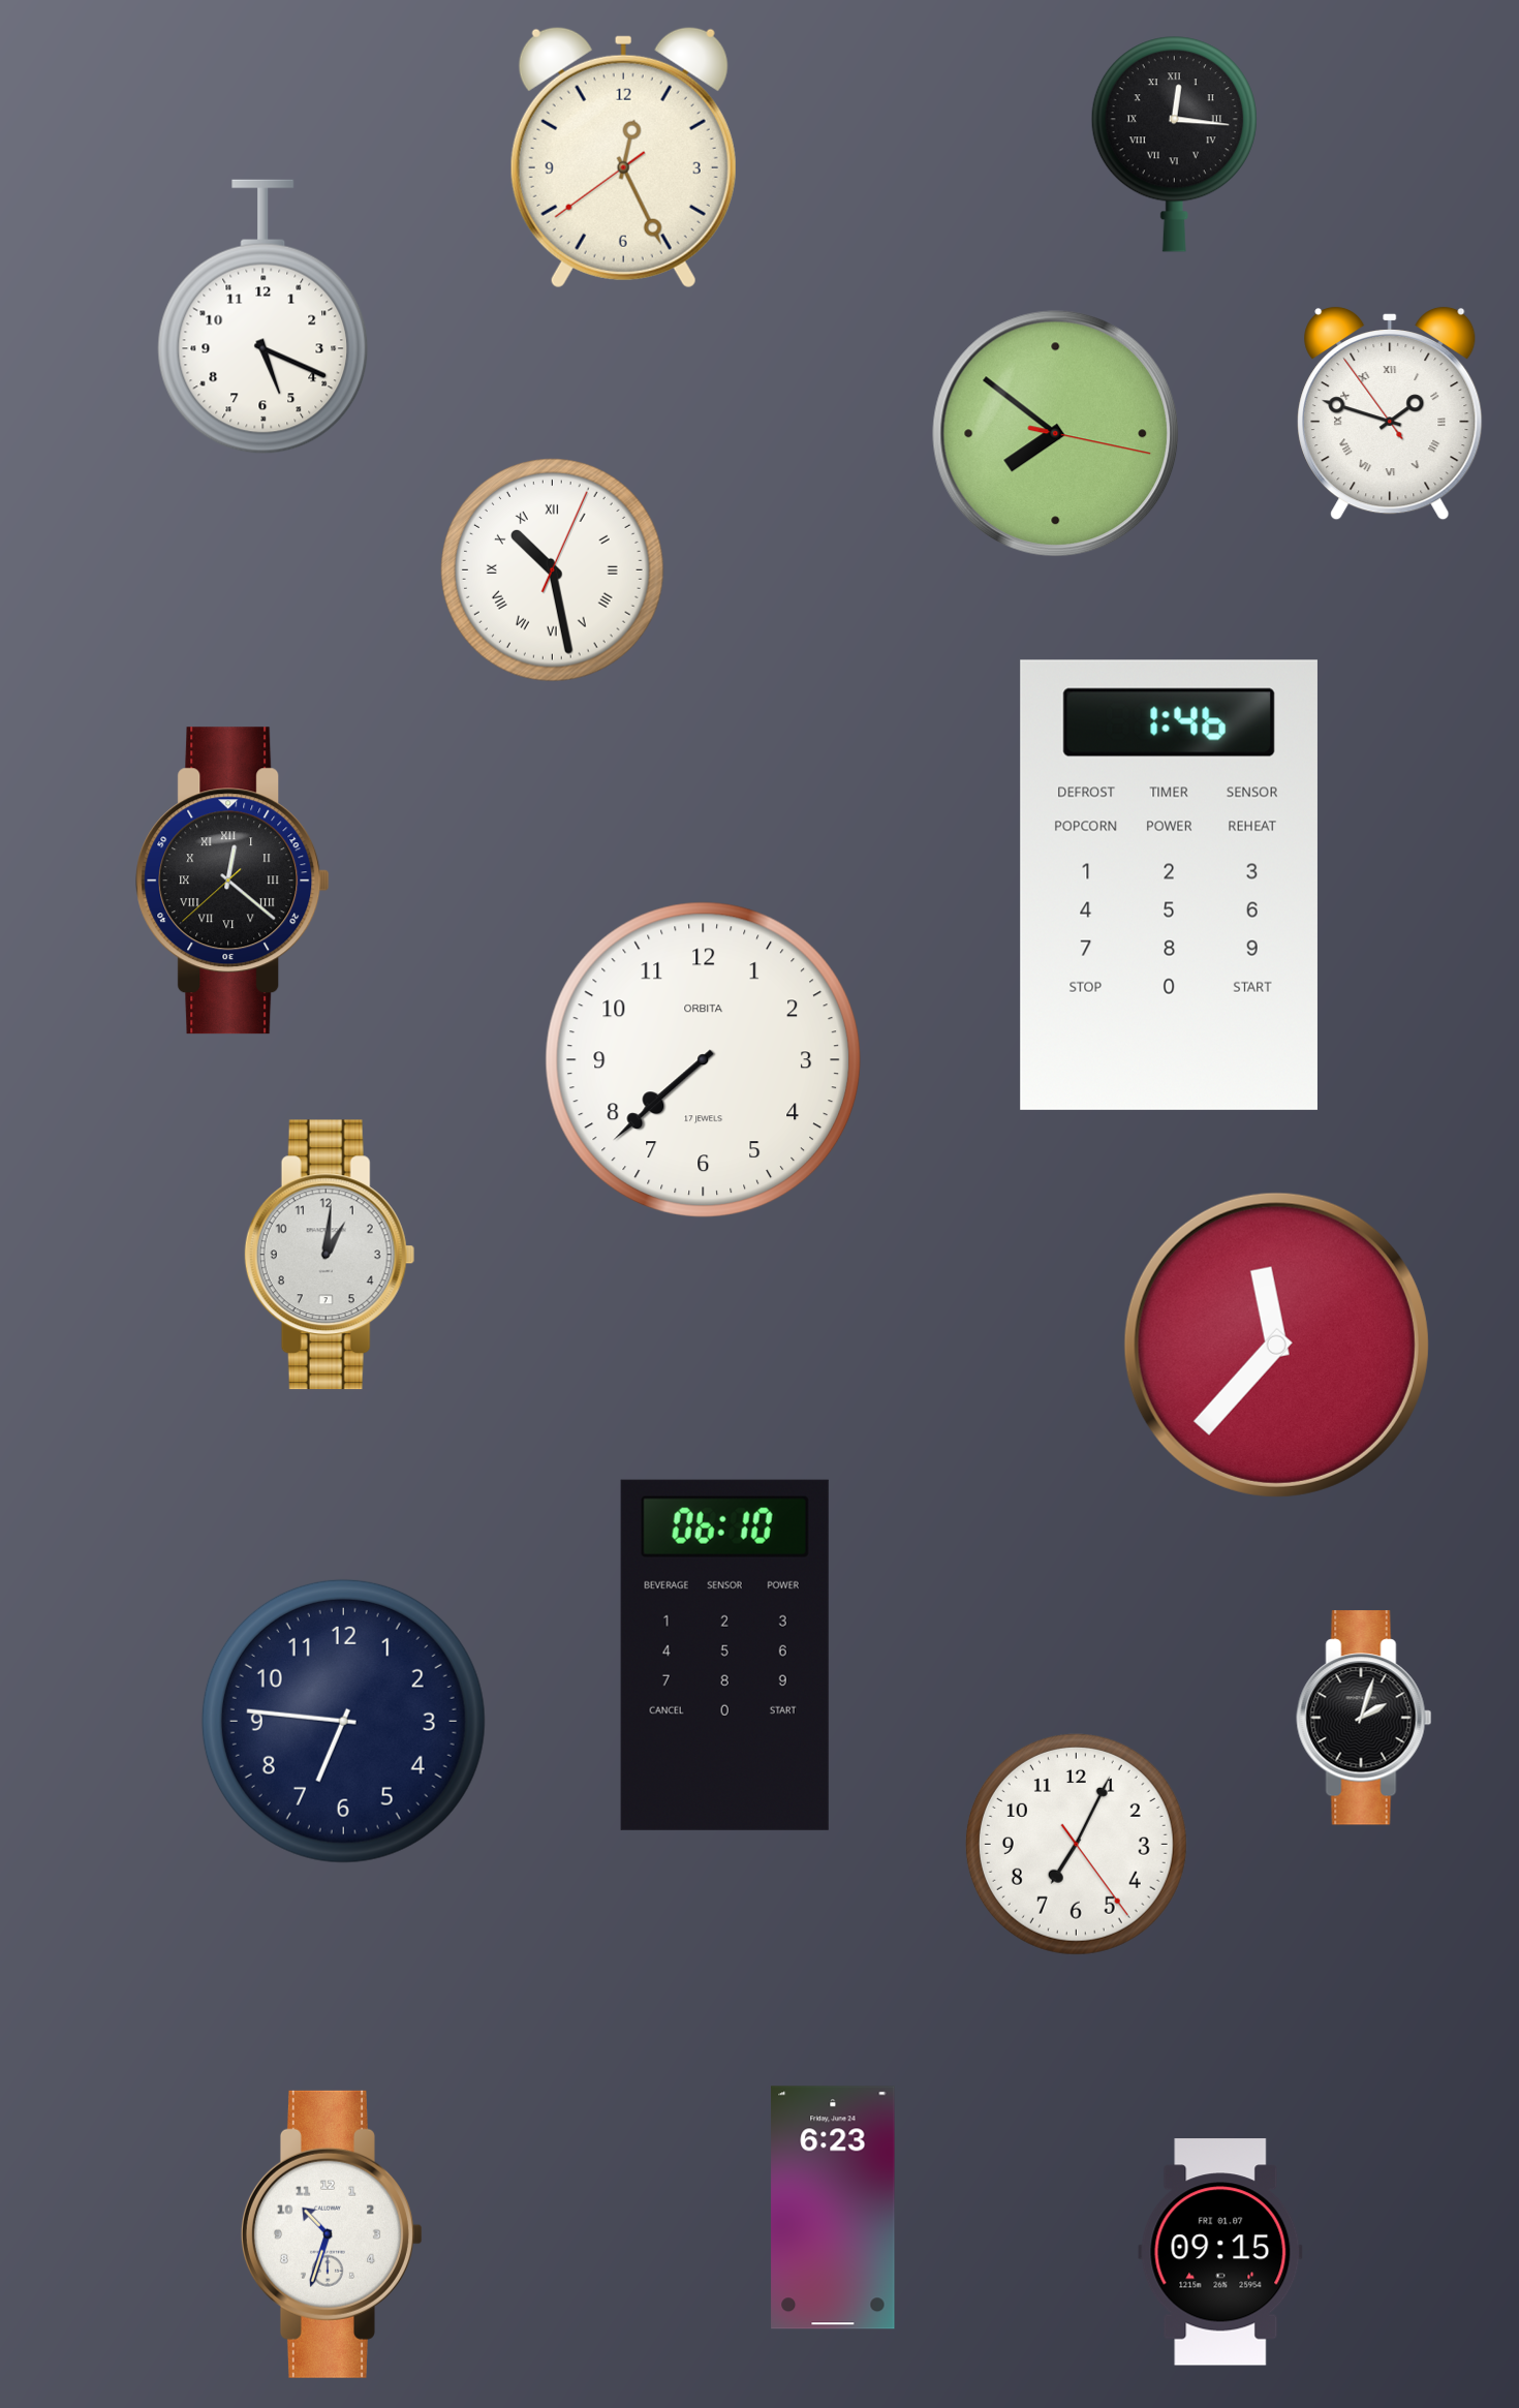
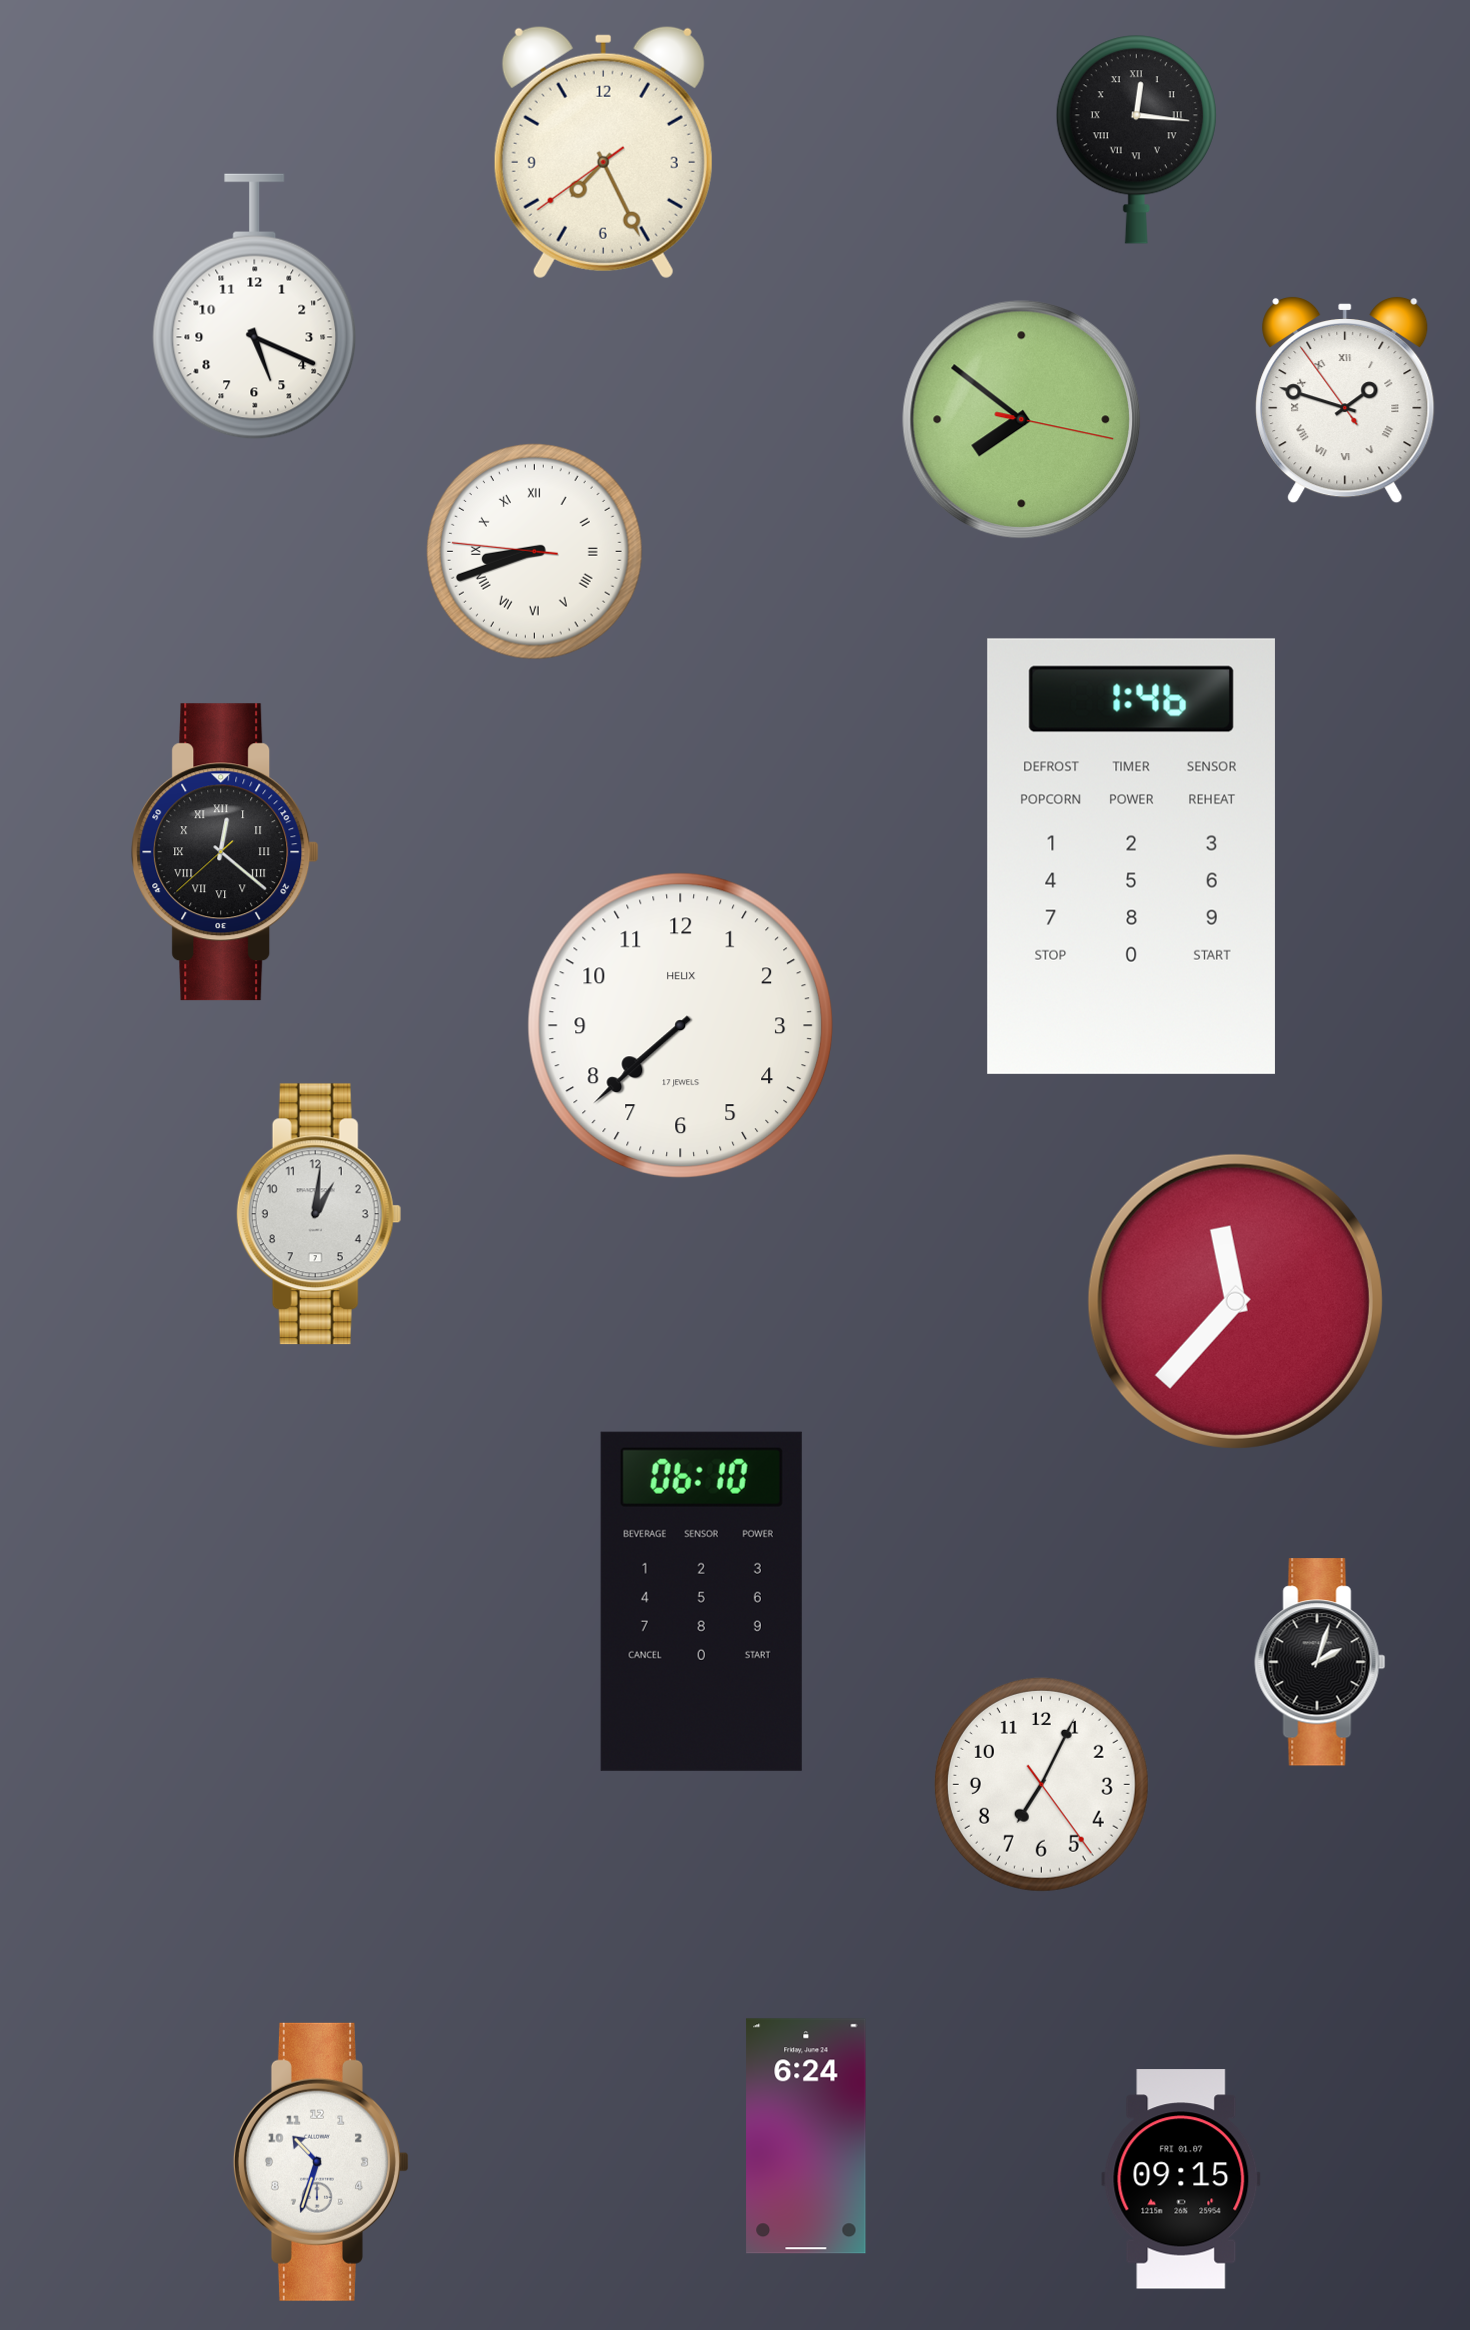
clock at (623, 157): 12:25 -> 7:25
clock at (553, 570): 10:28 -> 8:41
clock at (703, 1059) brand: ORBITA -> HELIX
clock at (343, 1721): 6:46 -> none
clock at (833, 2208): 6:23 -> 6:24
